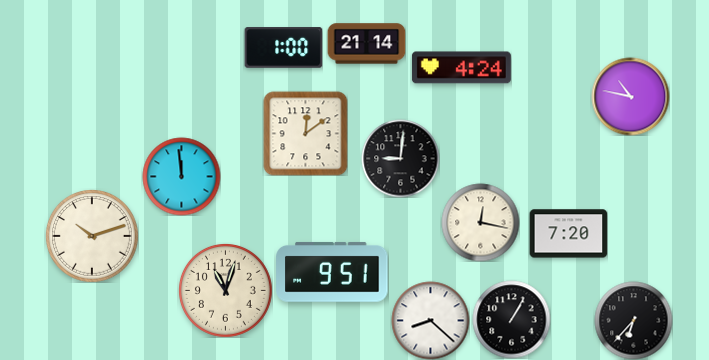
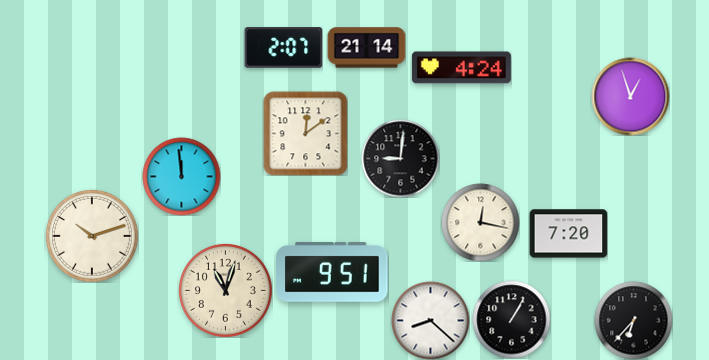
clock at (366, 44) position: (366, 44) -> (366, 48)
clock at (283, 48): 1:00 -> 2:07
clock at (630, 96): 10:47 -> 12:57
